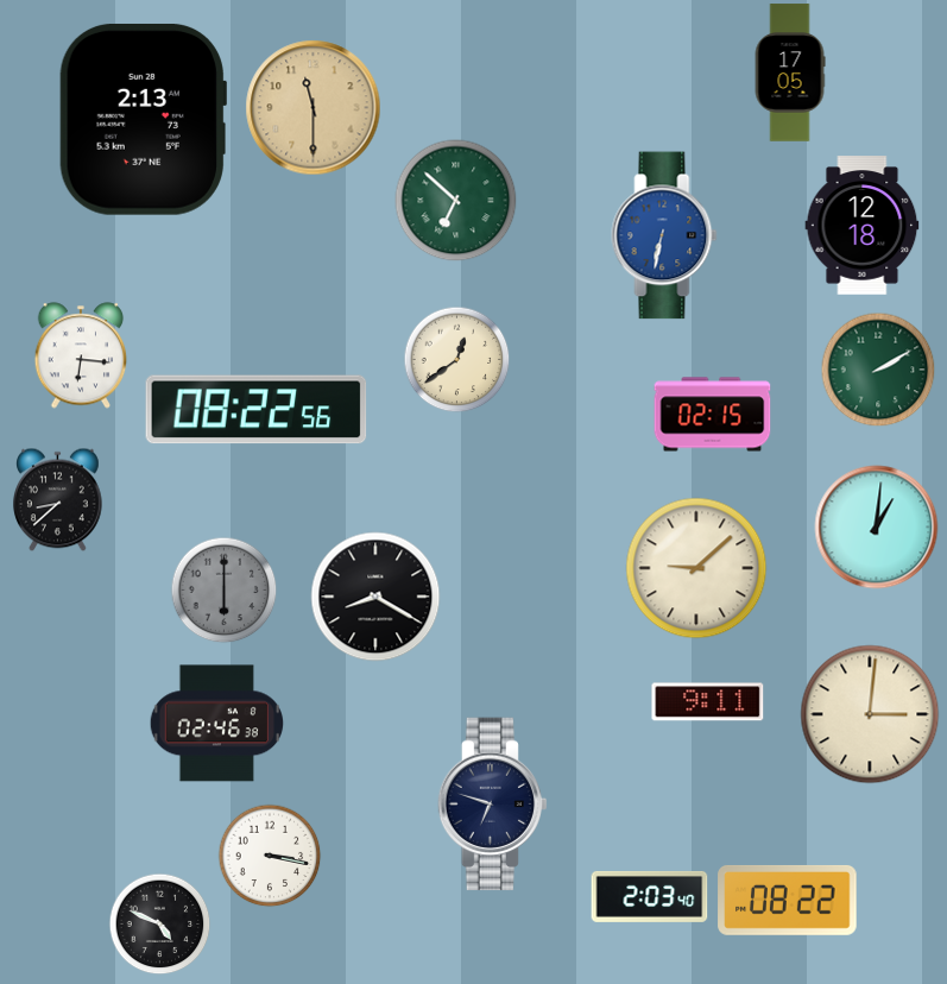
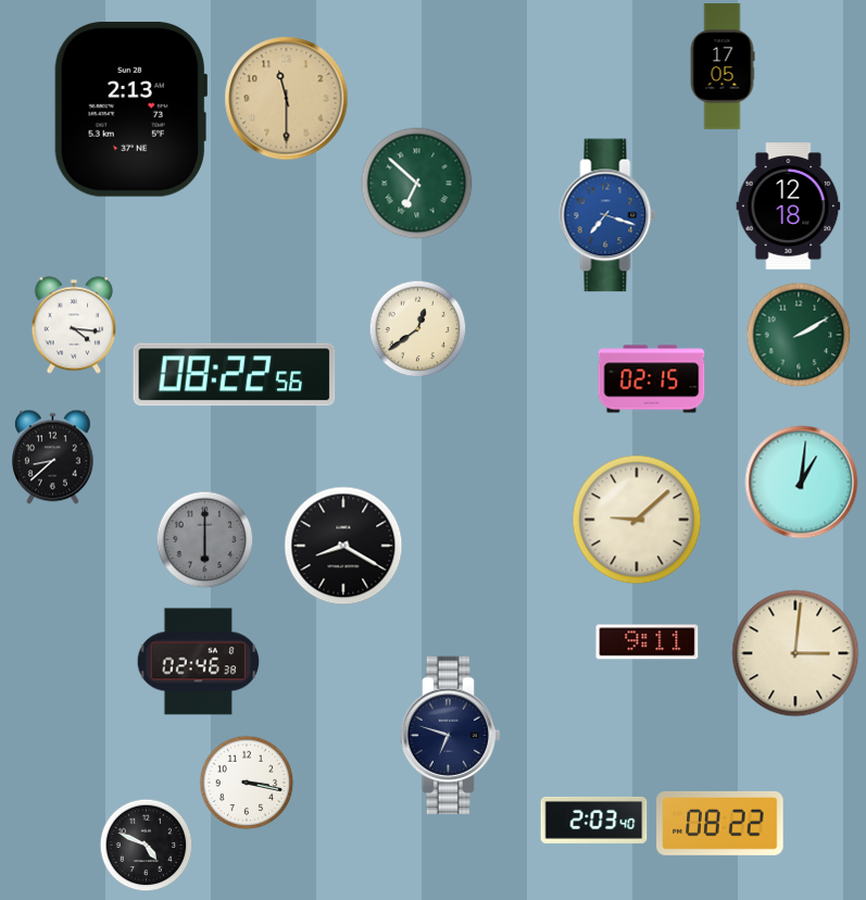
clock at (664, 235): 6:32 -> 7:18
clock at (81, 355): 6:16 -> 4:16
clock at (878, 370) position: (878, 370) -> (799, 335)
